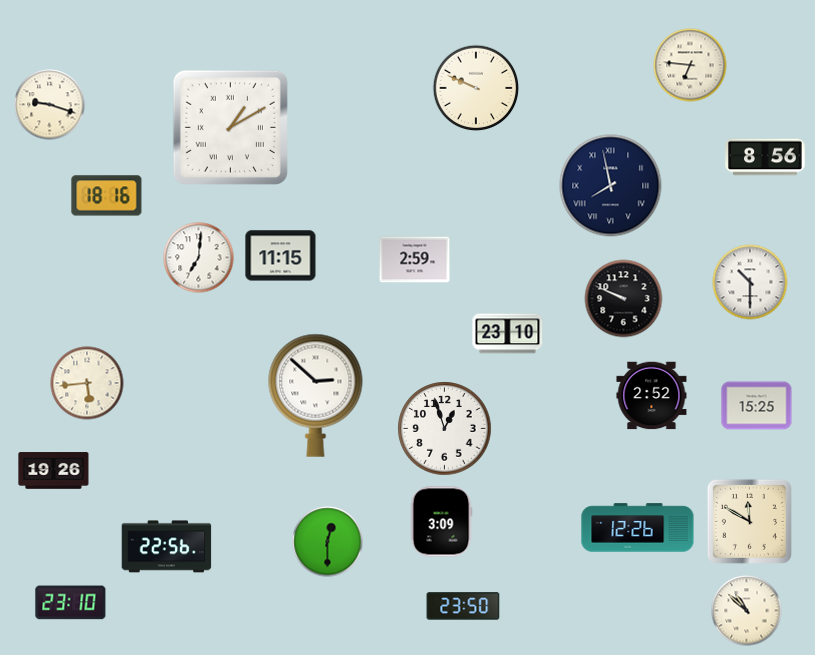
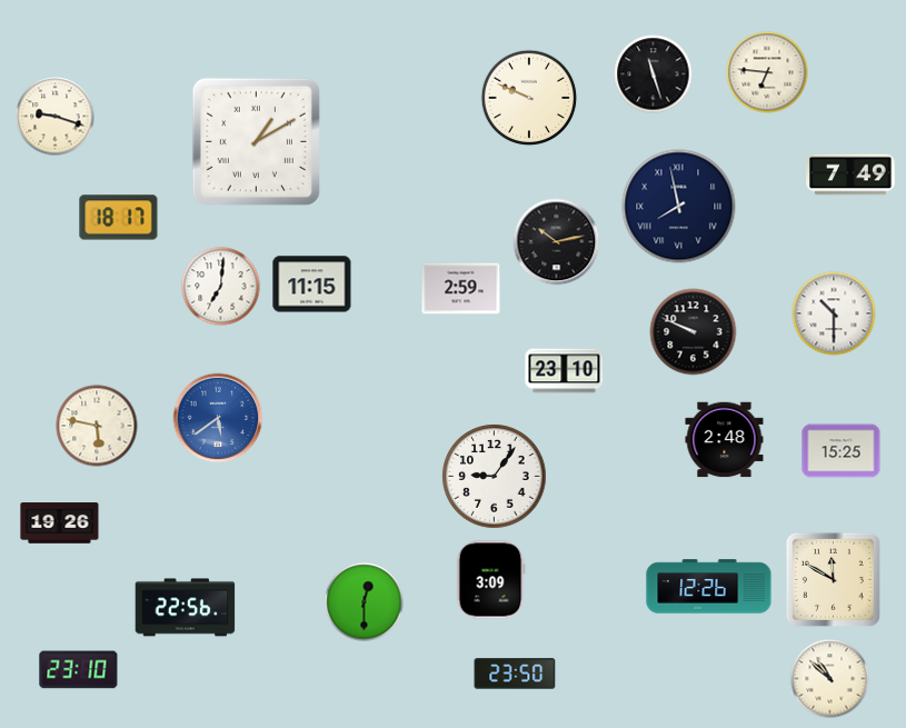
clock at (654, 74): none -> 11:27
clock at (765, 157): 8:56 -> 7:49
clock at (107, 196): 18:16 -> 18:17
clock at (557, 242): none -> 10:13
clock at (218, 418): none -> 5:39
clock at (87, 383): 5:44 -> 5:47
clock at (316, 395): 2:52 -> none
clock at (652, 396): 2:52 -> 2:48
clock at (445, 429): 12:57 -> 9:06
